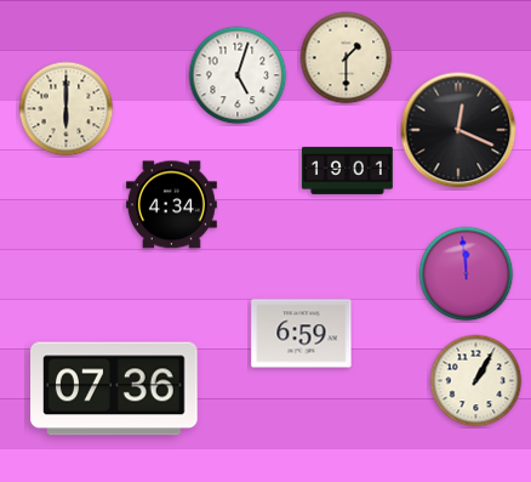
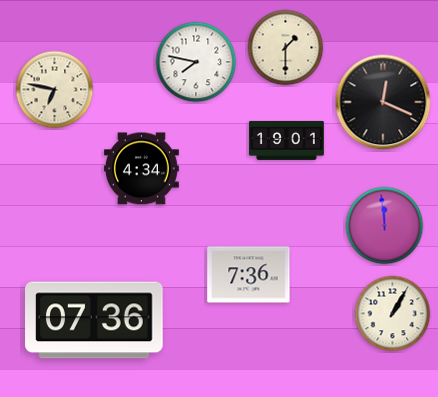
clock at (238, 75): 5:03 -> 7:47
clock at (67, 109): 6:00 -> 6:47
clock at (458, 130) position: (458, 130) -> (383, 102)
clock at (302, 334): 6:59 -> 7:36
